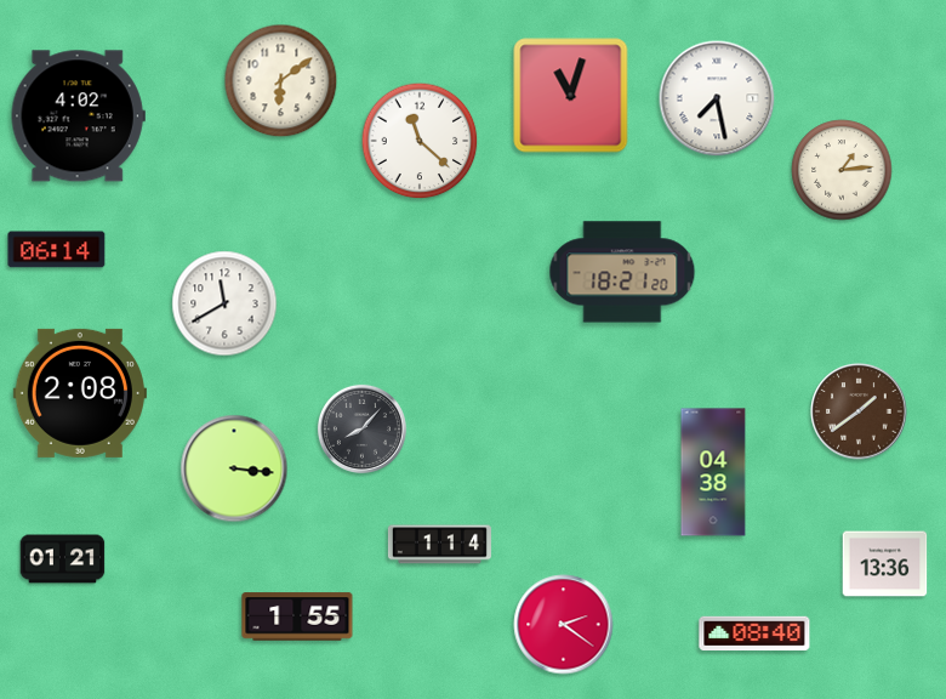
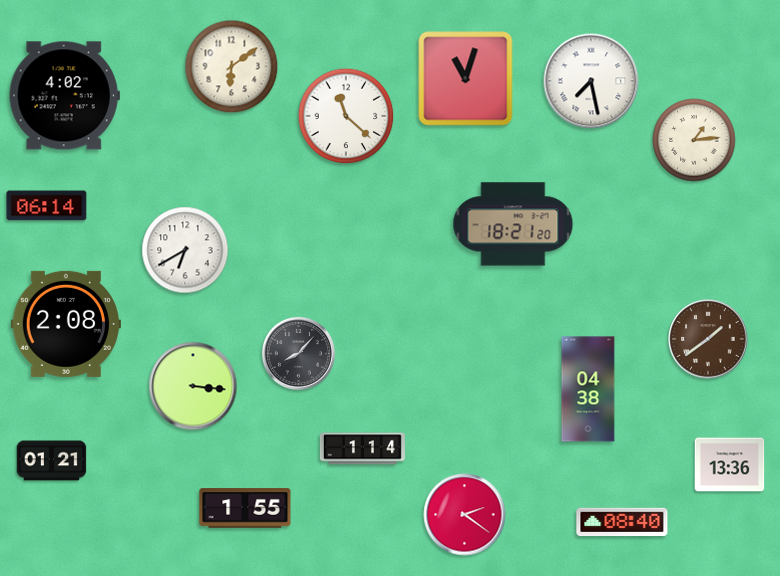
clock at (571, 96) position: (571, 96) -> (466, 79)
clock at (224, 303): 11:40 -> 6:40
